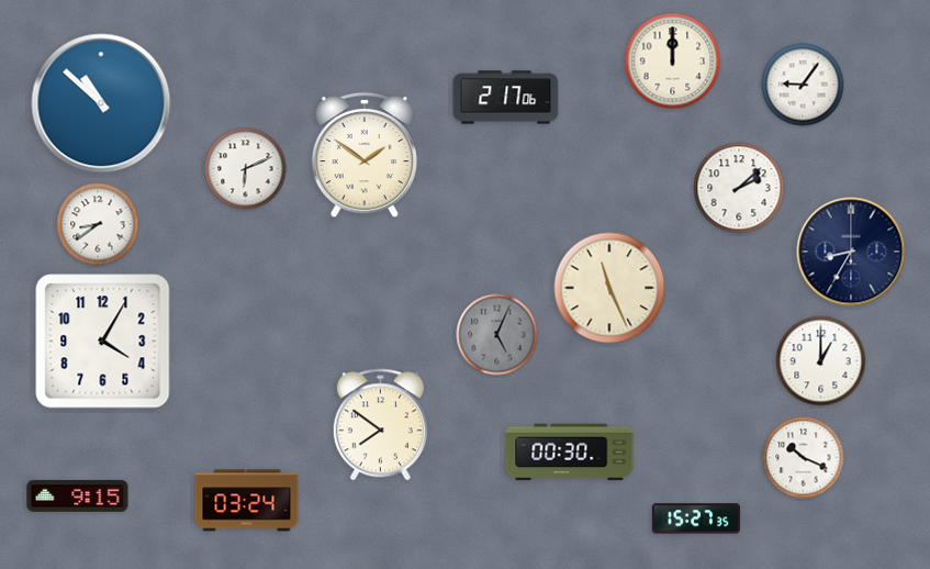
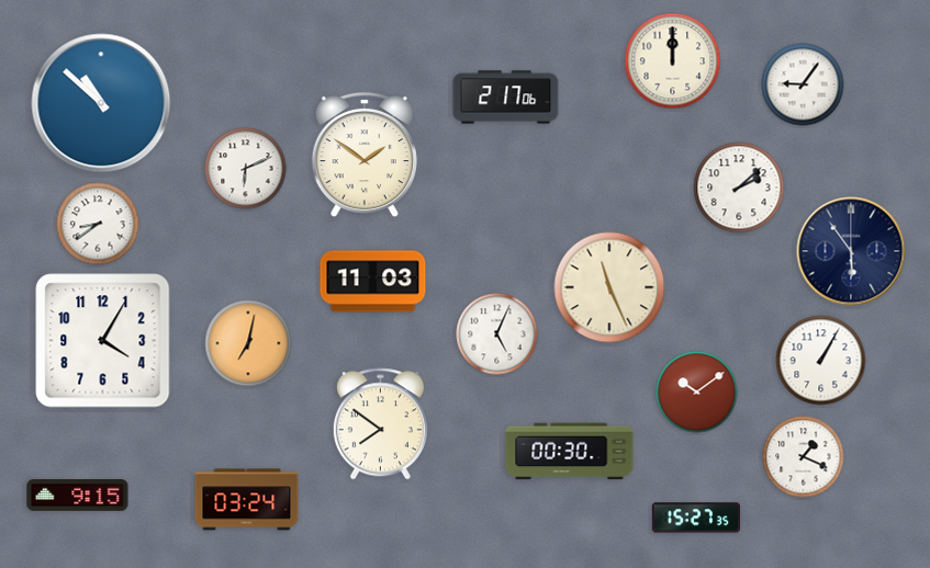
clock at (851, 252): 8:35 -> 5:54
clock at (373, 282): none -> 11:03
clock at (497, 335) dial: grey -> white
clock at (248, 343): none -> 7:02
clock at (821, 361): 1:00 -> 1:05
clock at (697, 393): none -> 10:09
clock at (804, 458): 10:19 -> 1:19
